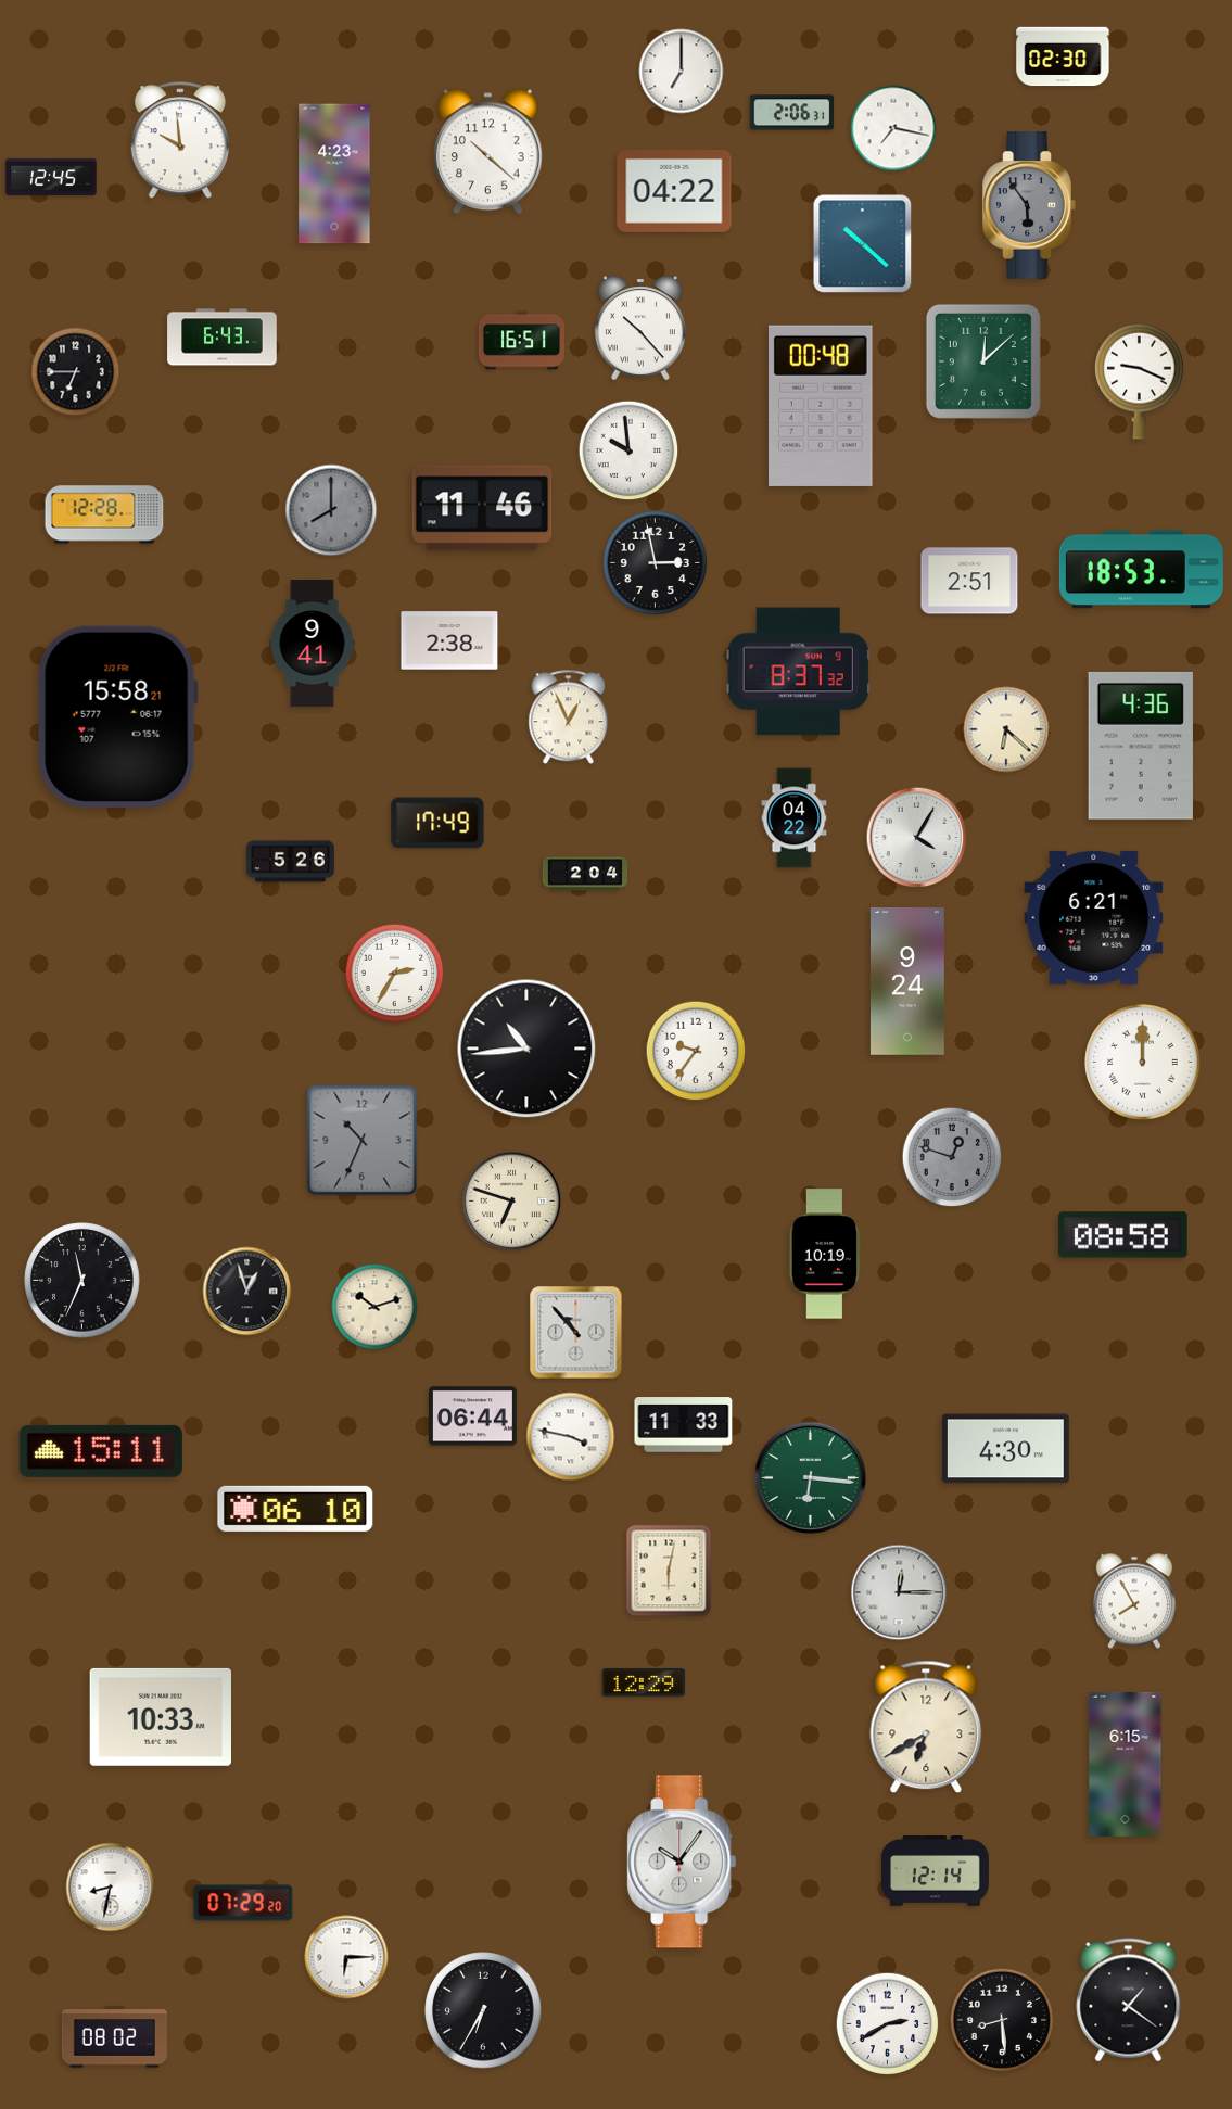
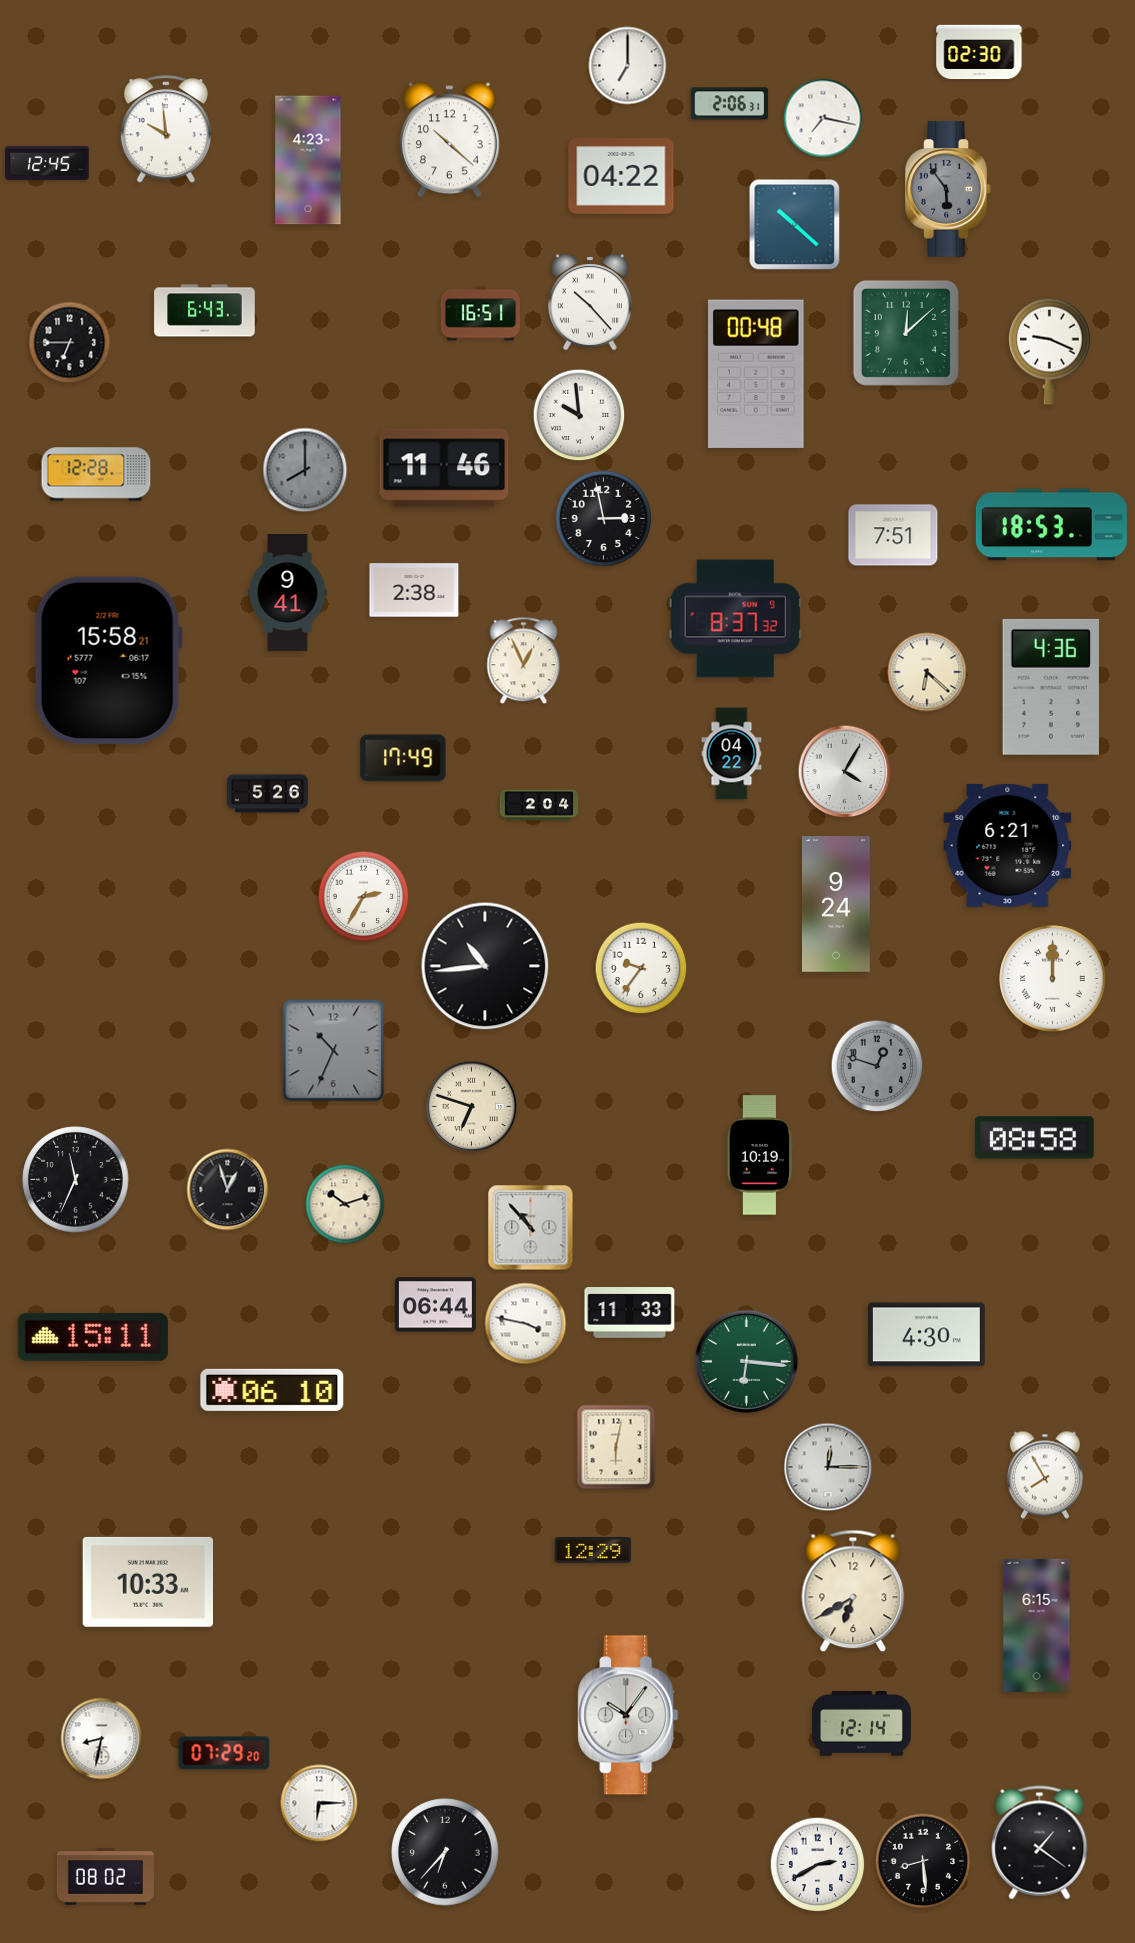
clock at (969, 581): 2:51 -> 7:51
clock at (483, 2010): 6:35 -> 6:37
